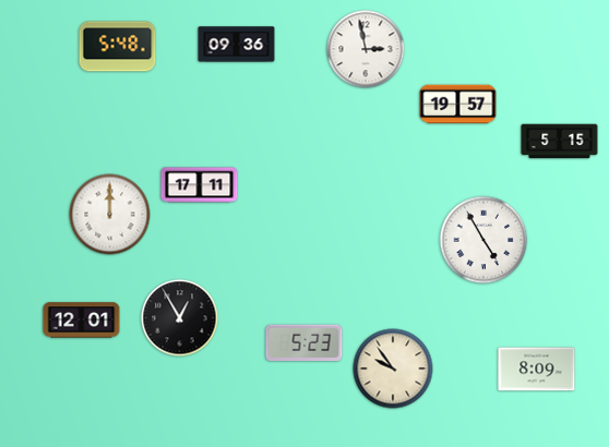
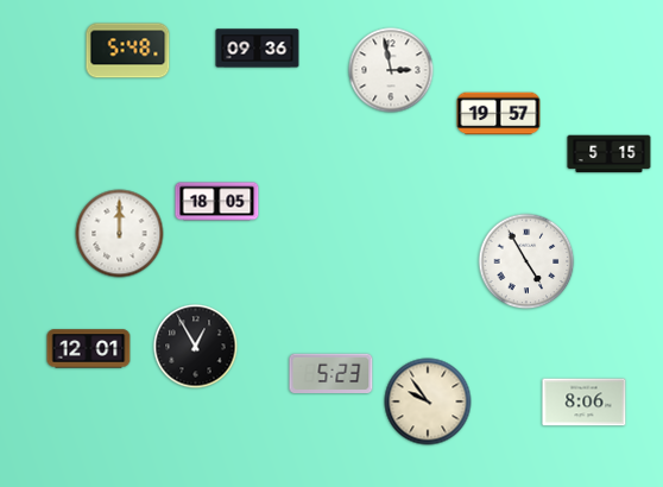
clock at (366, 49) position: (366, 49) -> (391, 70)
clock at (200, 185): 17:11 -> 18:05
clock at (537, 370): 8:09 -> 8:06
